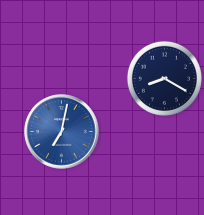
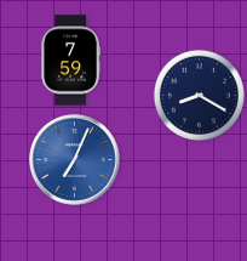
clock at (70, 61): none -> 7:59
clock at (62, 132): 7:02 -> 7:04
